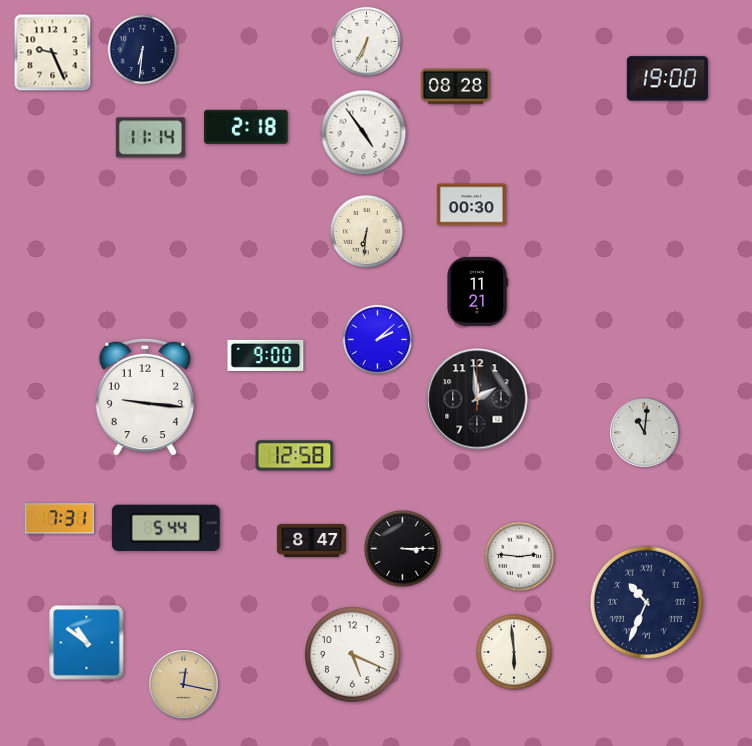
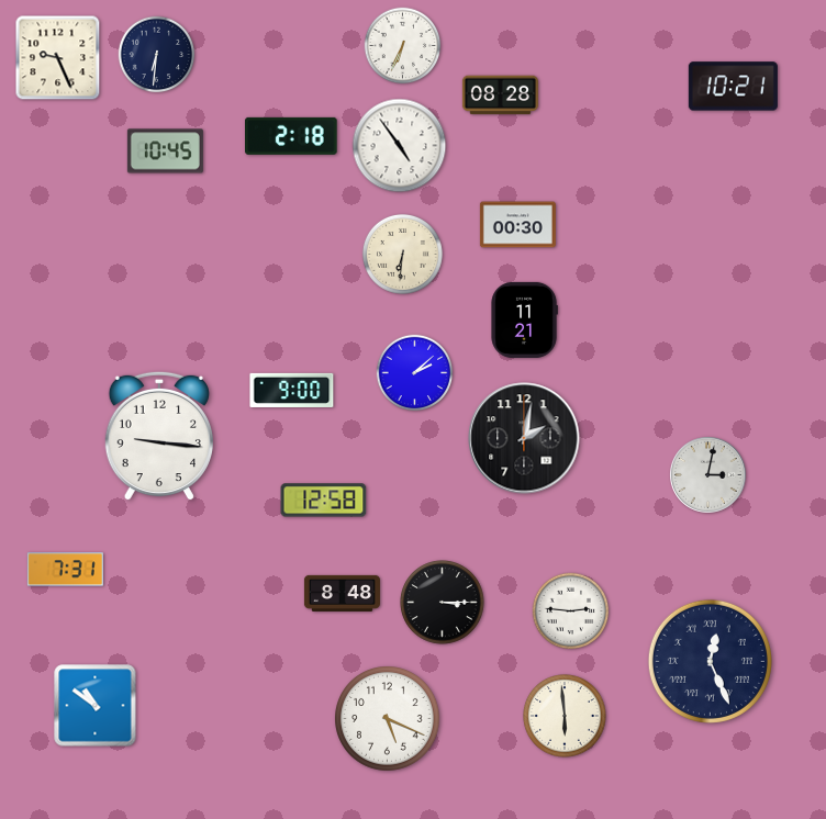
clock at (667, 79): 19:00 -> 10:21
clock at (246, 127) position: (246, 127) -> (291, 136)
clock at (150, 138): 11:14 -> 10:45
clock at (477, 399): 1:59 -> 2:02
clock at (645, 433): 11:01 -> 3:02
clock at (166, 528): 5:44 -> none
clock at (311, 540): 8:47 -> 8:48
clock at (646, 602): 10:34 -> 12:26
clock at (184, 685): 12:17 -> none
